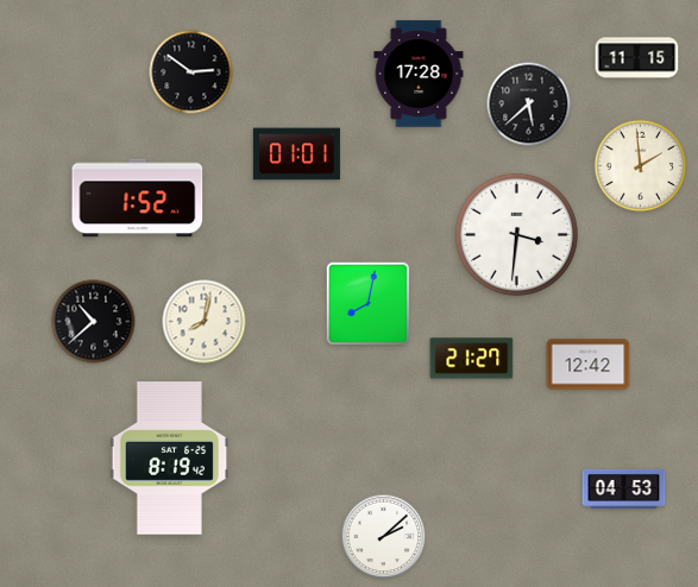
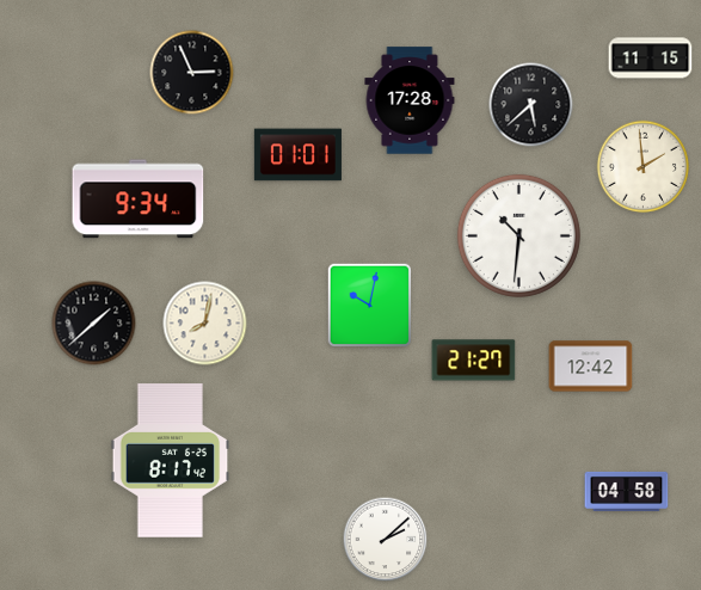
clock at (637, 58) position: (637, 58) -> (651, 59)
clock at (191, 72): 2:51 -> 2:56
clock at (419, 74) position: (419, 74) -> (410, 100)
clock at (138, 198): 1:52 -> 9:34
clock at (516, 234): 3:31 -> 10:31
clock at (367, 303): 8:02 -> 10:02
clock at (94, 322): 10:38 -> 1:38
clock at (170, 459): 8:19 -> 8:17
clock at (624, 488): 04:53 -> 04:58
